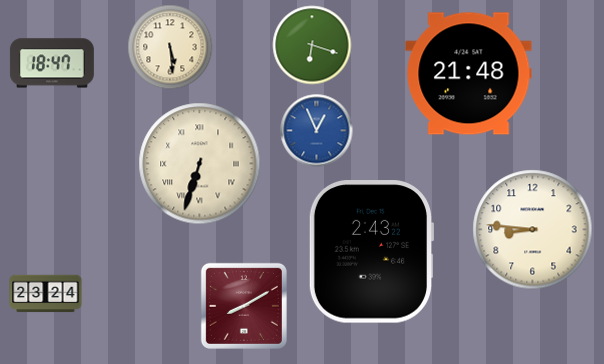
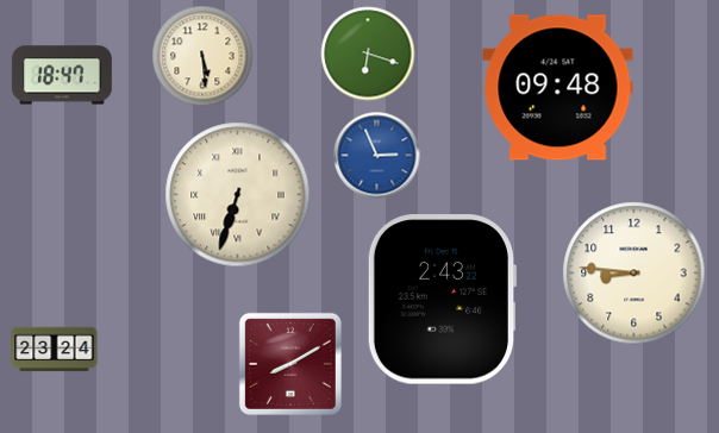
clock at (312, 45) position: (312, 45) -> (368, 54)
clock at (469, 74): 21:48 -> 09:48
clock at (317, 131): 12:56 -> 2:56
